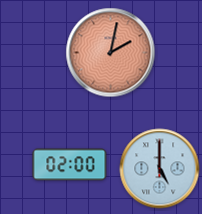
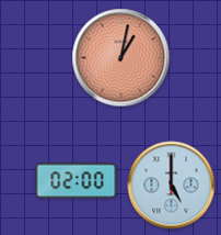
clock at (111, 53): 2:02 -> 1:02
clock at (160, 169) position: (160, 169) -> (172, 186)
